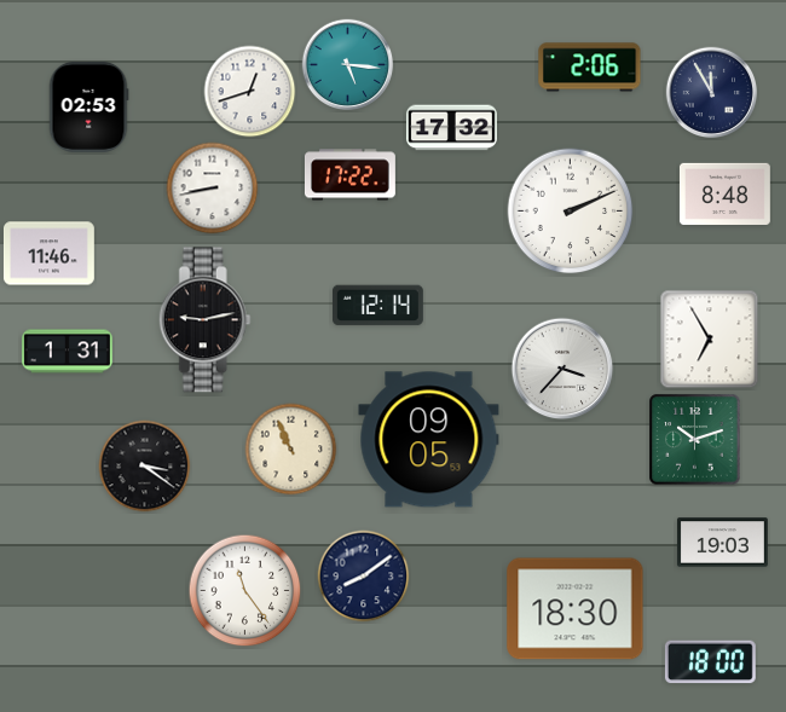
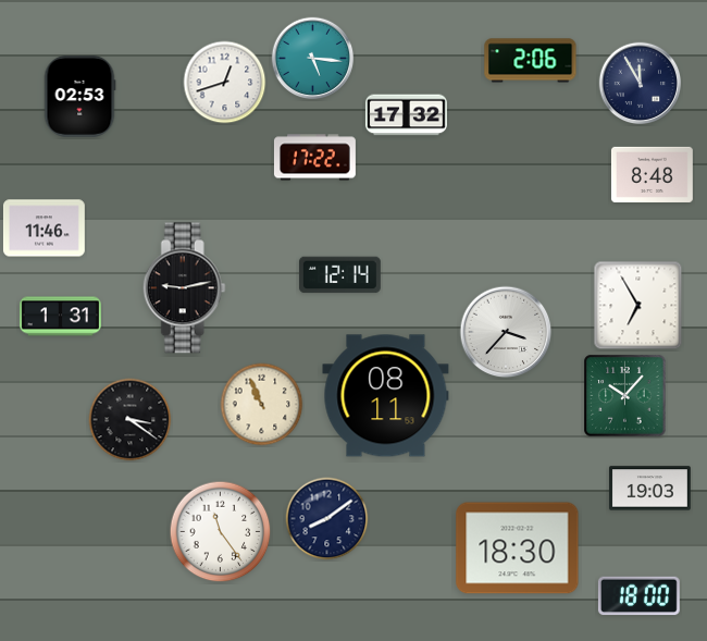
clock at (213, 189): 8:43 -> none
clock at (571, 212): 2:11 -> none
clock at (429, 440): 09:05 -> 08:11
clock at (695, 440): 10:12 -> 10:07
